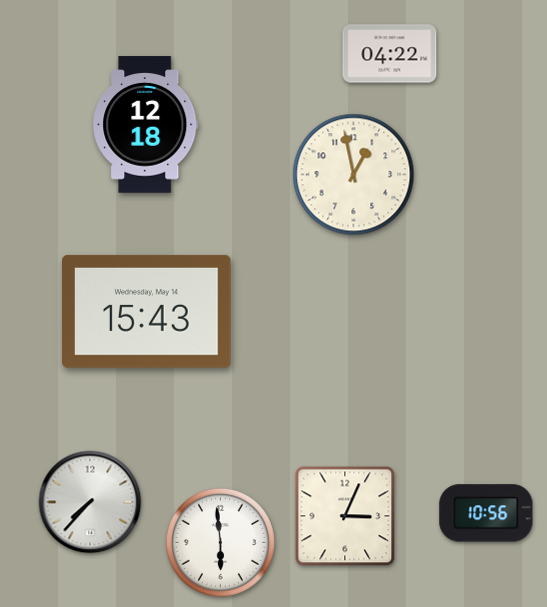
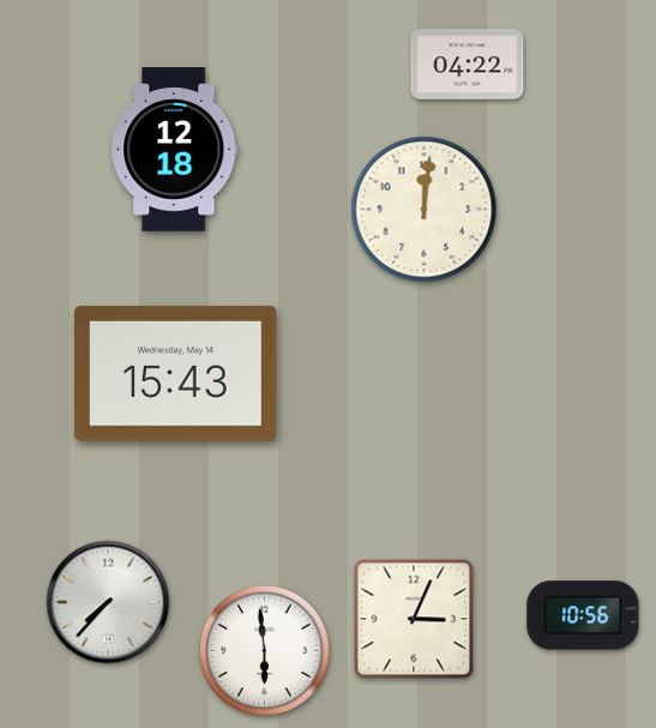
clock at (354, 175): 12:58 -> 12:01
